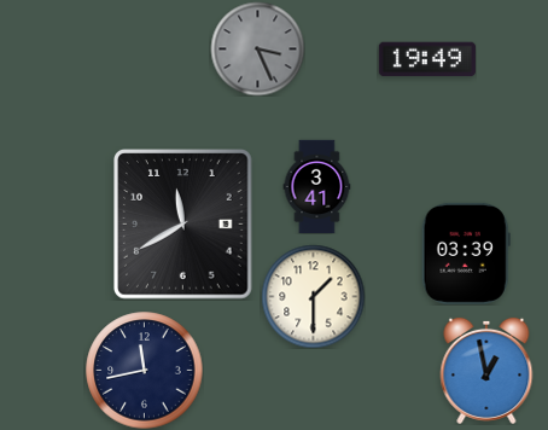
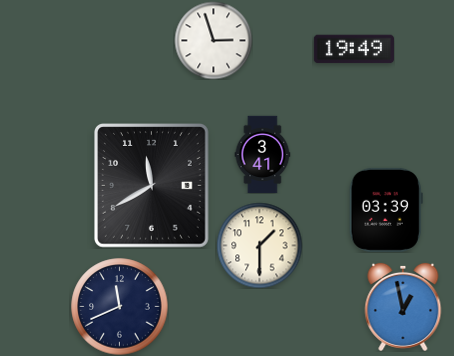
clock at (257, 48): 3:26 -> 2:57
clock at (257, 48) dial: grey -> white
clock at (145, 371): 11:43 -> 11:41
